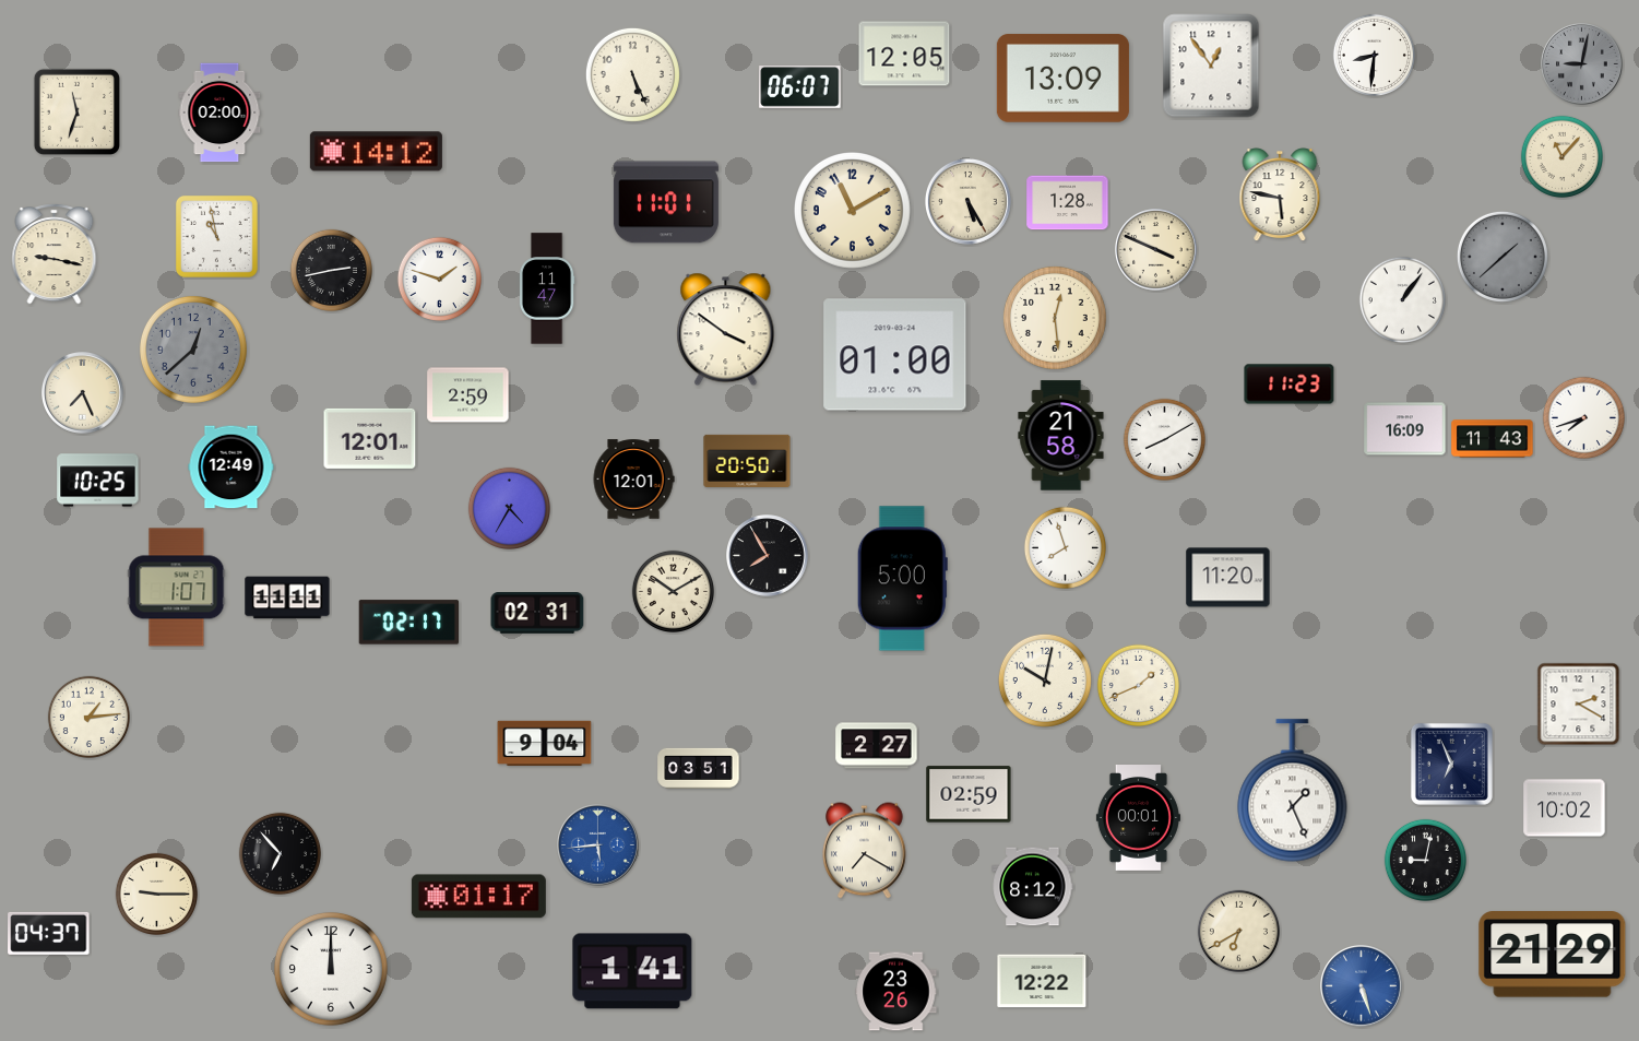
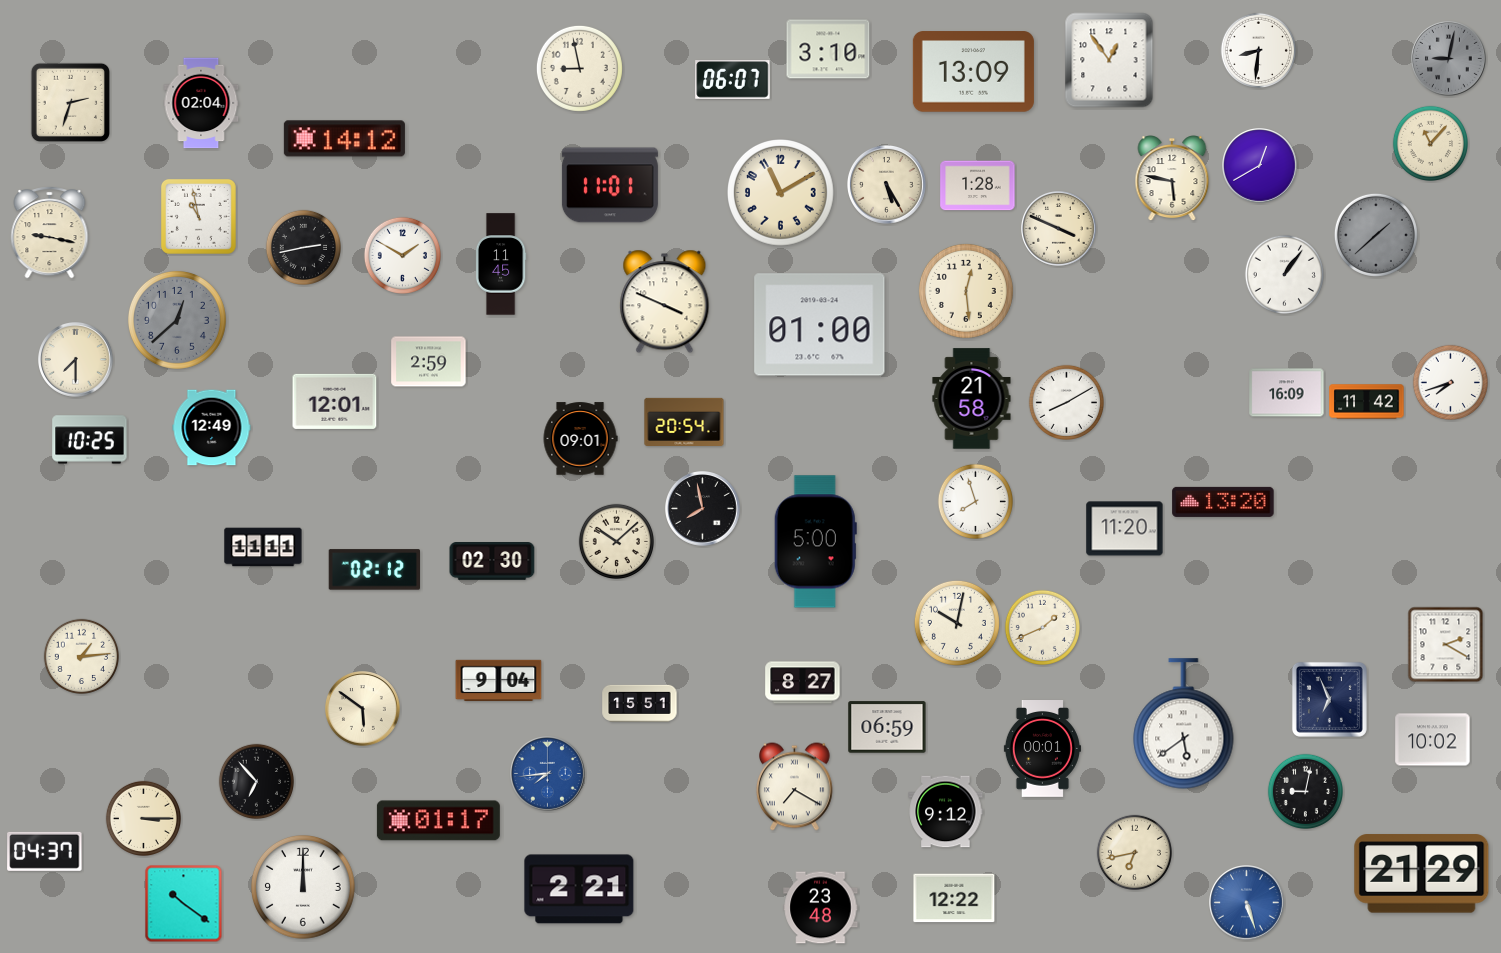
clock at (904, 54): 12:05 -> 3:10
clock at (632, 74): 5:26 -> 8:58
clock at (76, 111): 11:33 -> 2:33
clock at (219, 113): 02:00 -> 02:04
clock at (1260, 166): none -> 12:40
clock at (439, 279): 1:48 -> 1:50
clock at (547, 288): 11:47 -> 11:45
clock at (726, 330): 3:51 -> 3:49
clock at (1290, 385): 11:23 -> none
clock at (83, 393): 7:26 -> 7:30
clock at (370, 438) position: (370, 438) -> (335, 401)
clock at (1493, 439): 11:43 -> 11:42
clock at (747, 460): 20:50 -> 20:54
clock at (633, 480): 12:01 -> 09:01
clock at (509, 508): 4:35 -> none
clock at (1223, 502): none -> 13:20
clock at (768, 556): 7:55 -> 7:58
clock at (902, 579) position: (902, 579) -> (815, 542)
clock at (177, 588): 1:07 -> none
clock at (673, 591): 10:10 -> 10:08
clock at (537, 614): 02:31 -> 02:30
clock at (408, 623): 02:17 -> 02:12
clock at (877, 746): 2:27 -> 8:27
clock at (699, 768): 03:51 -> 15:51
clock at (363, 709): none -> 5:51
clock at (1293, 791): 1:26 -> 5:39
clock at (969, 794): 02:59 -> 06:59
clock at (598, 845): 5:44 -> 7:44
clock at (865, 851) position: (865, 851) -> (795, 787)
clock at (1425, 860) position: (1425, 860) -> (1305, 791)
clock at (1033, 887): 8:12 -> 9:12
clock at (156, 894): 9:15 -> 3:15
clock at (1238, 931): 6:40 -> 6:43
clock at (49, 933) position: (49, 933) -> (45, 851)
clock at (632, 971): 1:41 -> 2:21
clock at (184, 904): none -> 10:21
clock at (896, 992): 23:26 -> 23:48
